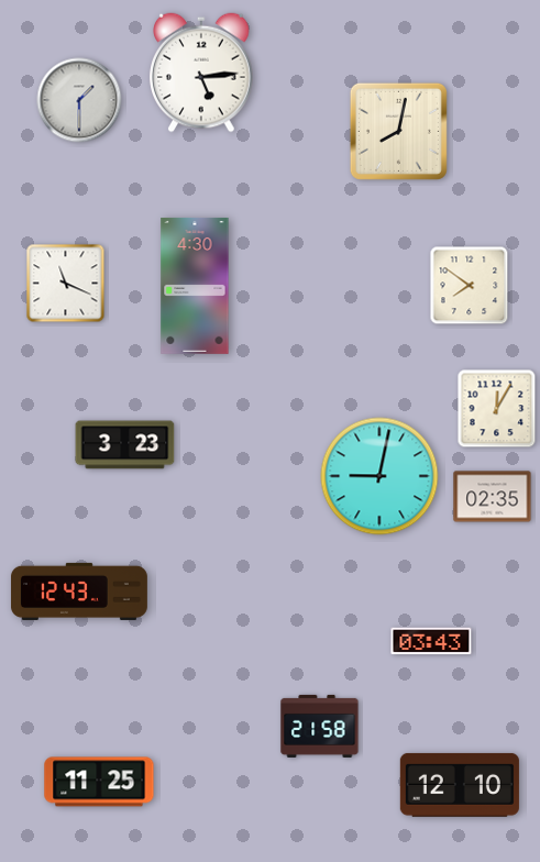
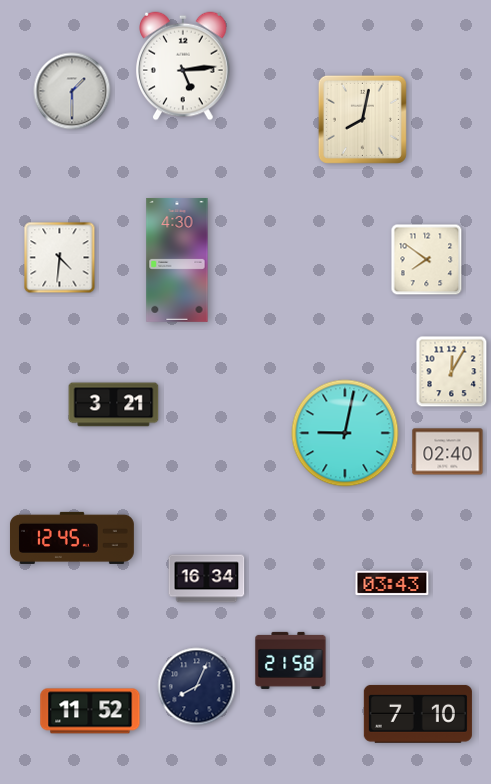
clock at (66, 284): 11:19 -> 4:31
clock at (125, 445): 3:23 -> 3:21
clock at (493, 497): 02:35 -> 02:40
clock at (79, 592): 12:43 -> 12:45
clock at (207, 579): none -> 16:34
clock at (197, 687): none -> 8:04
clock at (99, 782): 11:25 -> 11:52
clock at (460, 785): 12:10 -> 7:10
